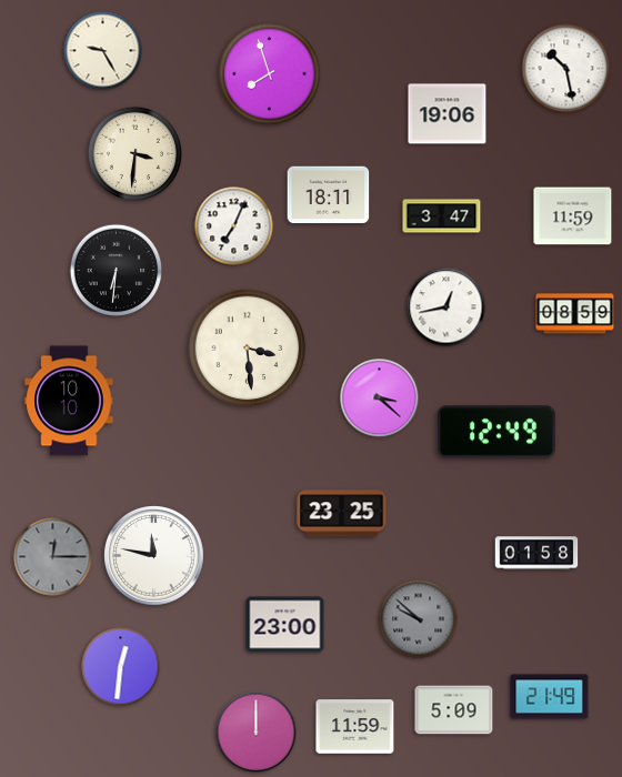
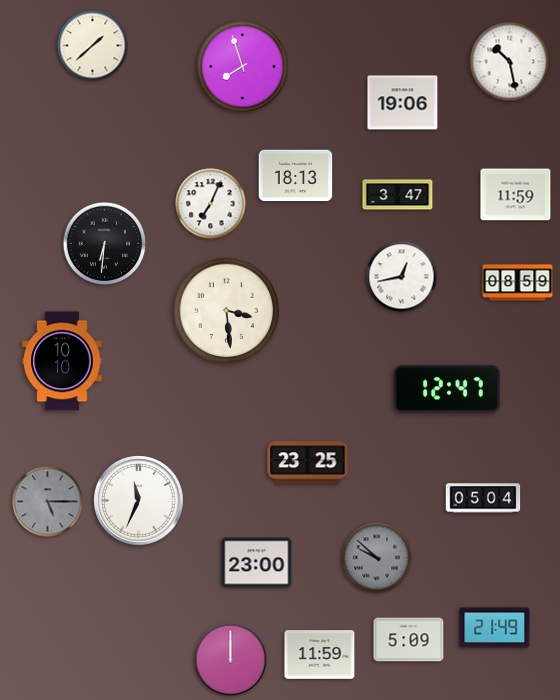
clock at (103, 51): 9:25 -> 1:38
clock at (134, 153): 3:31 -> none
clock at (329, 195): 18:11 -> 18:13
clock at (248, 349) position: (248, 349) -> (227, 311)
clock at (380, 398): 3:22 -> none
clock at (498, 432): 12:49 -> 12:47
clock at (536, 553): 01:58 -> 05:04
clock at (154, 556): 11:47 -> 11:34
clock at (53, 557): 12:15 -> 5:15
clock at (121, 667): 12:31 -> none
